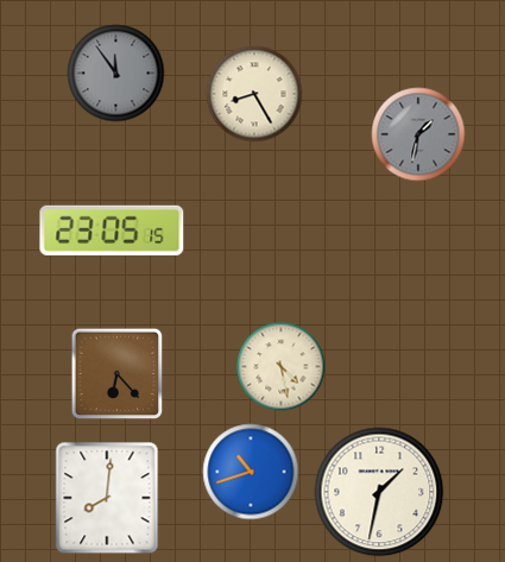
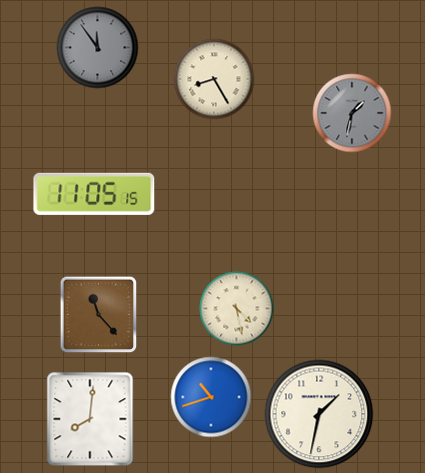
clock at (116, 74) position: (116, 74) -> (98, 48)
clock at (112, 231): 23:05 -> 11:05
clock at (118, 374): 6:23 -> 11:23
